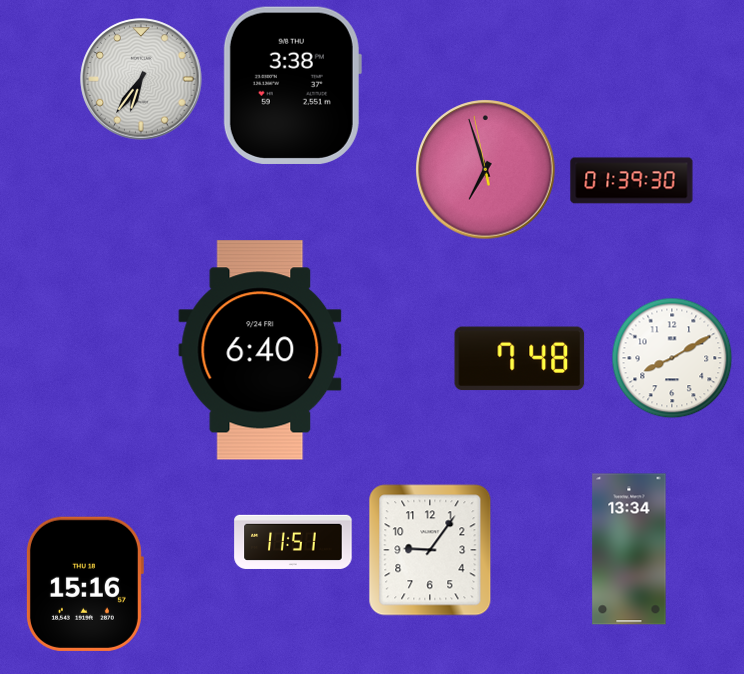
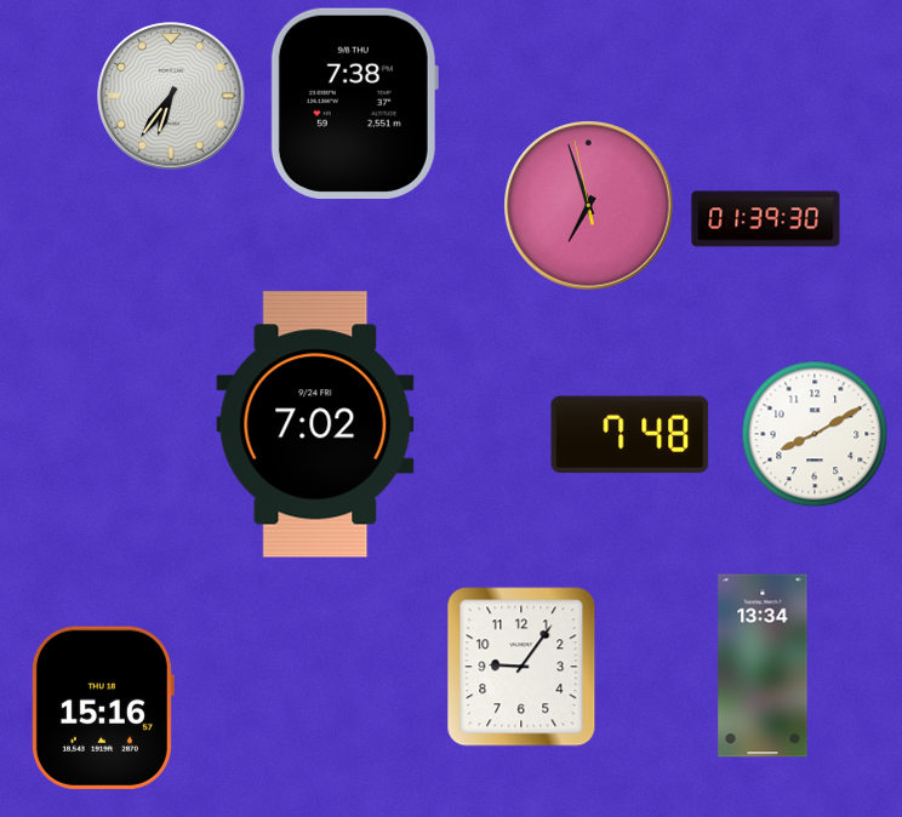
clock at (292, 85): 3:38 -> 7:38
clock at (260, 350): 6:40 -> 7:02
clock at (293, 542): 11:51 -> none
